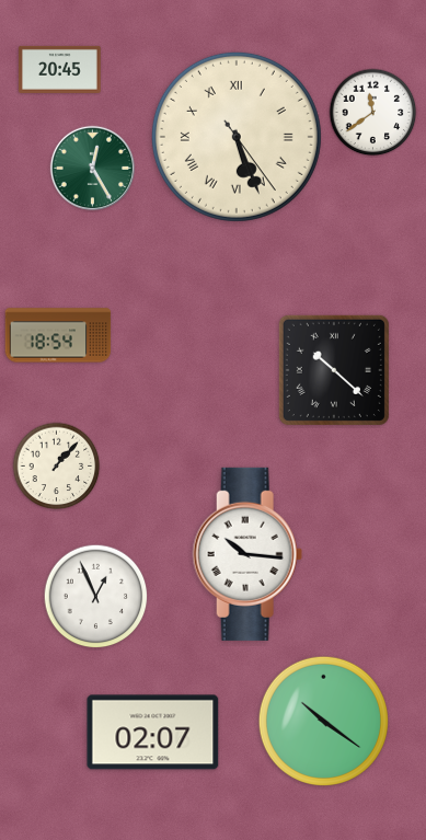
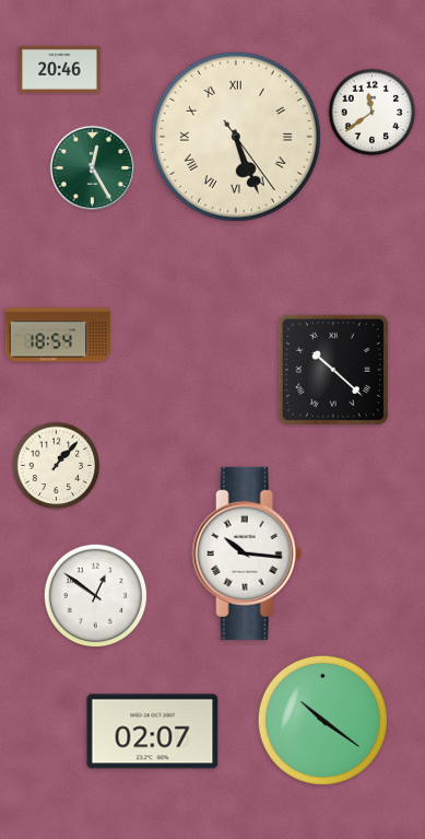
clock at (60, 69): 20:45 -> 20:46
clock at (96, 597): 12:56 -> 12:51
